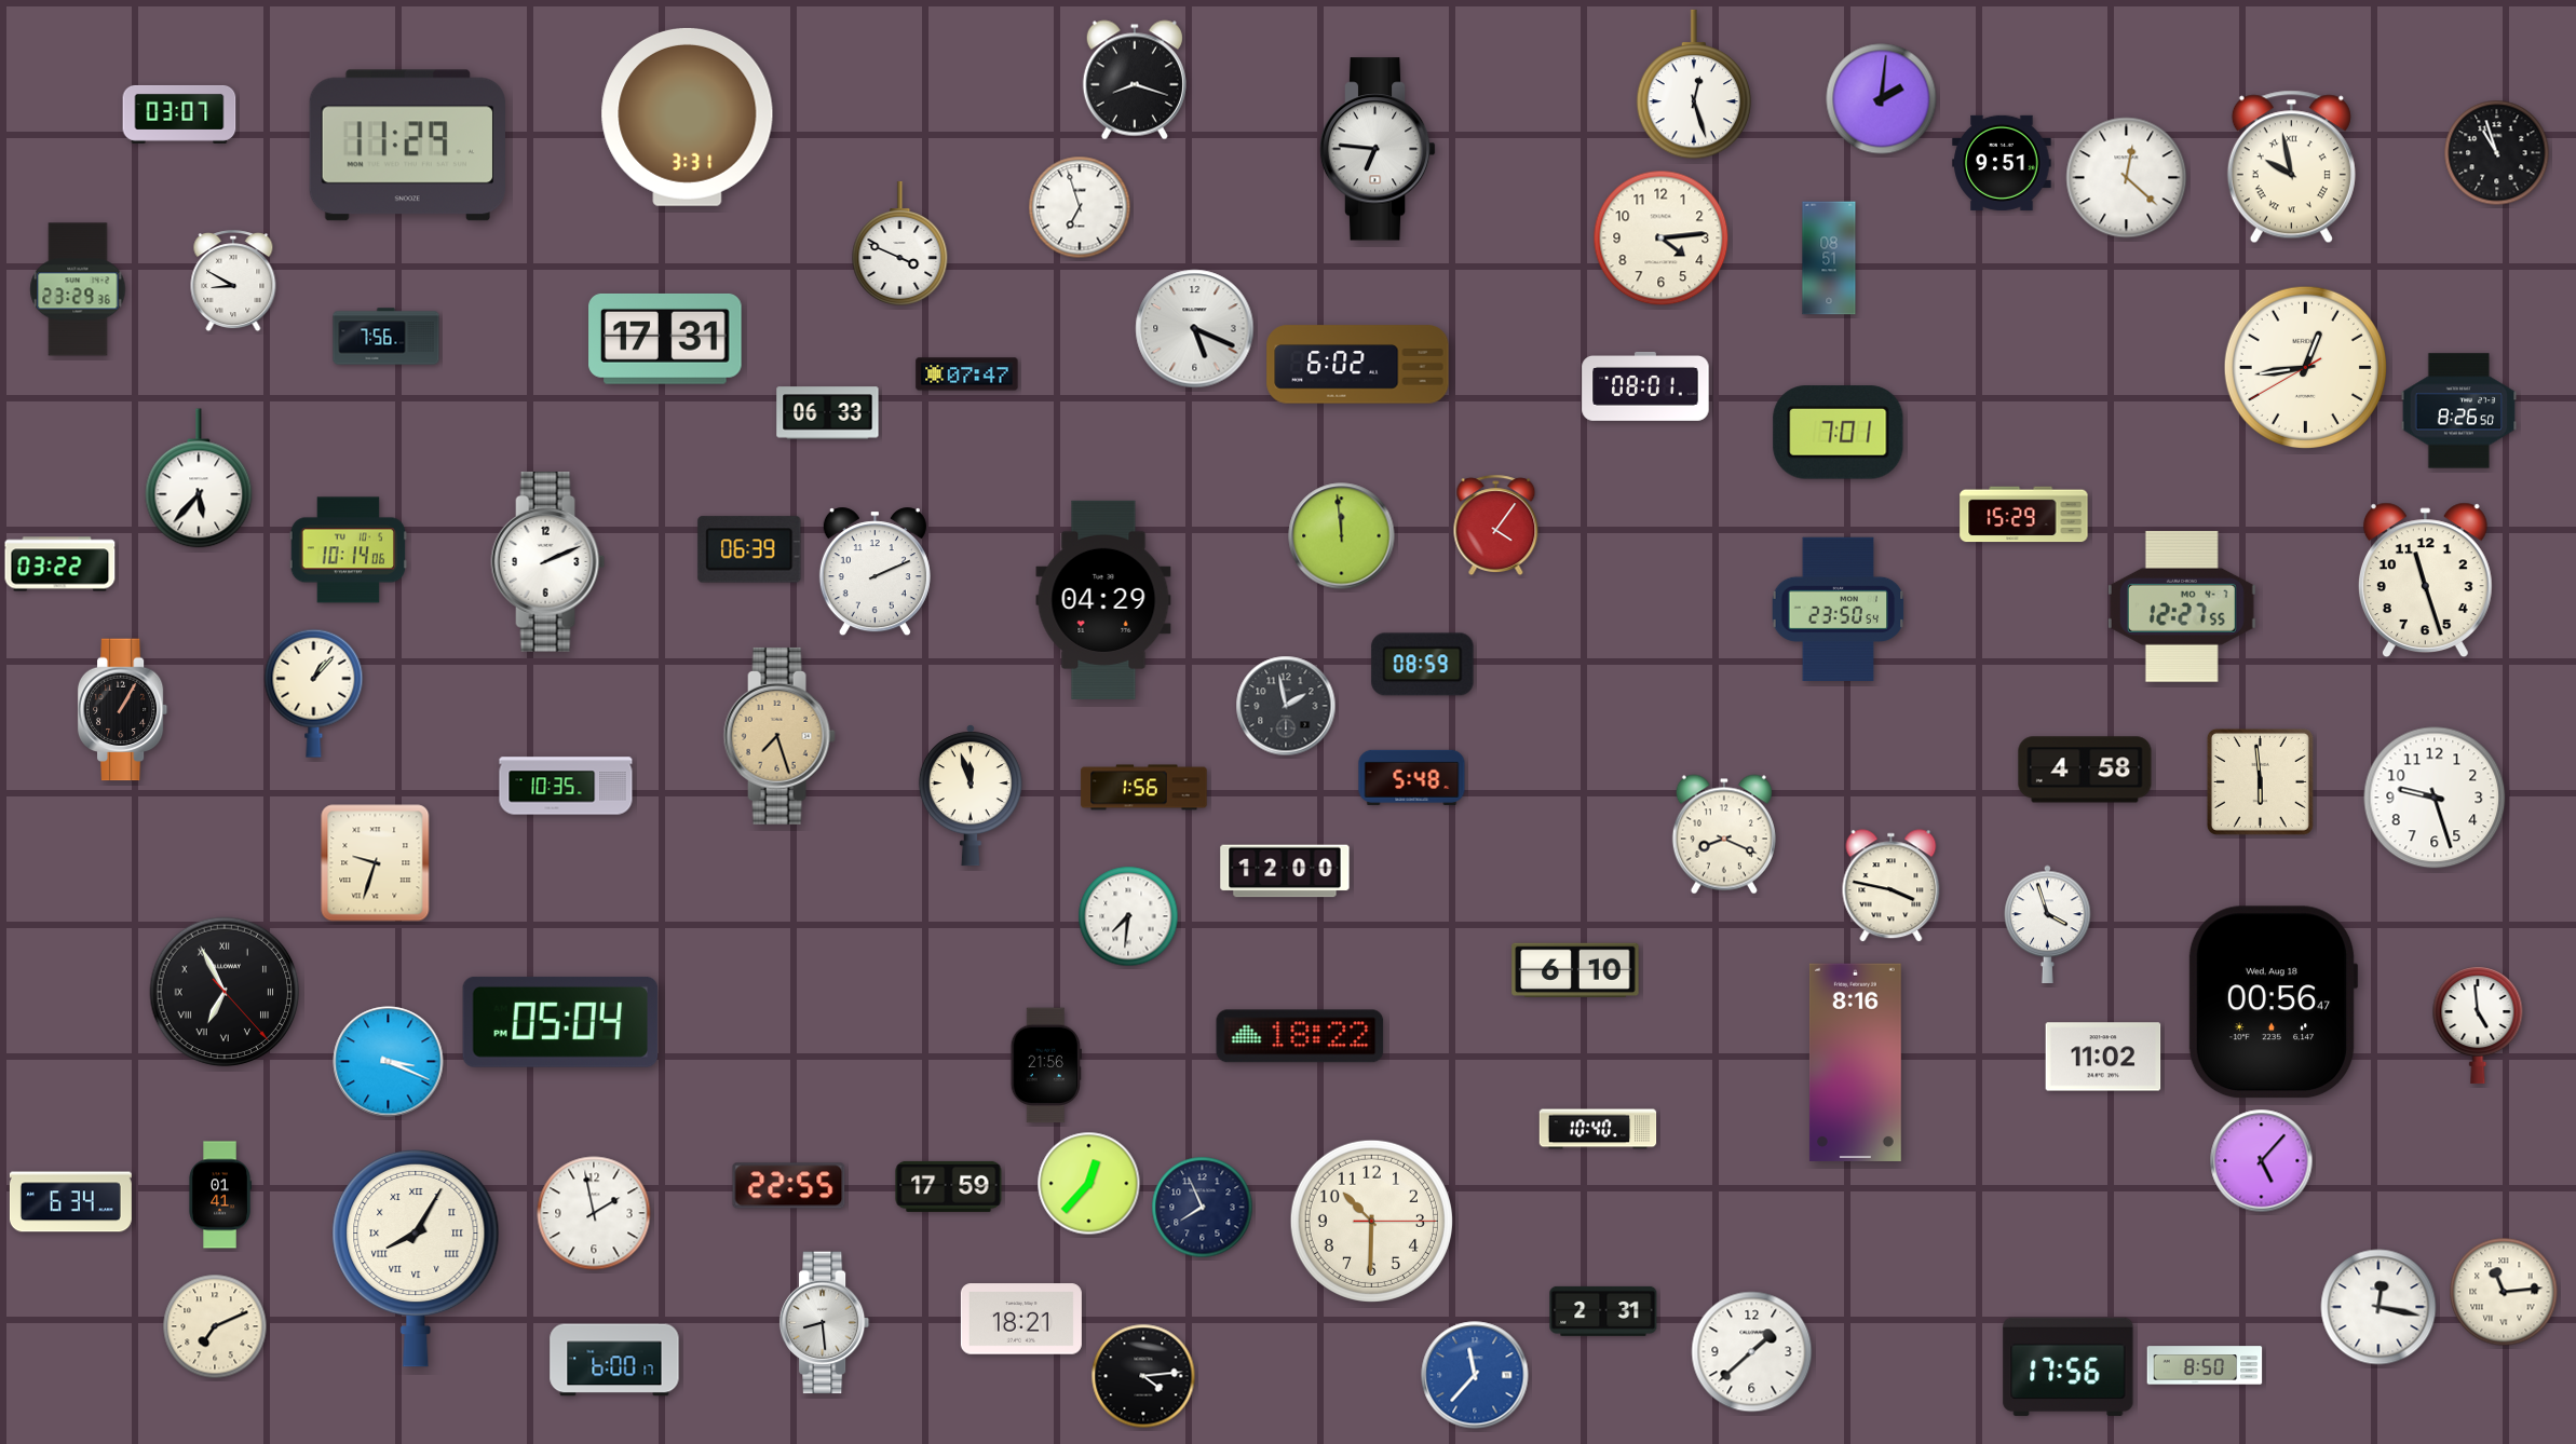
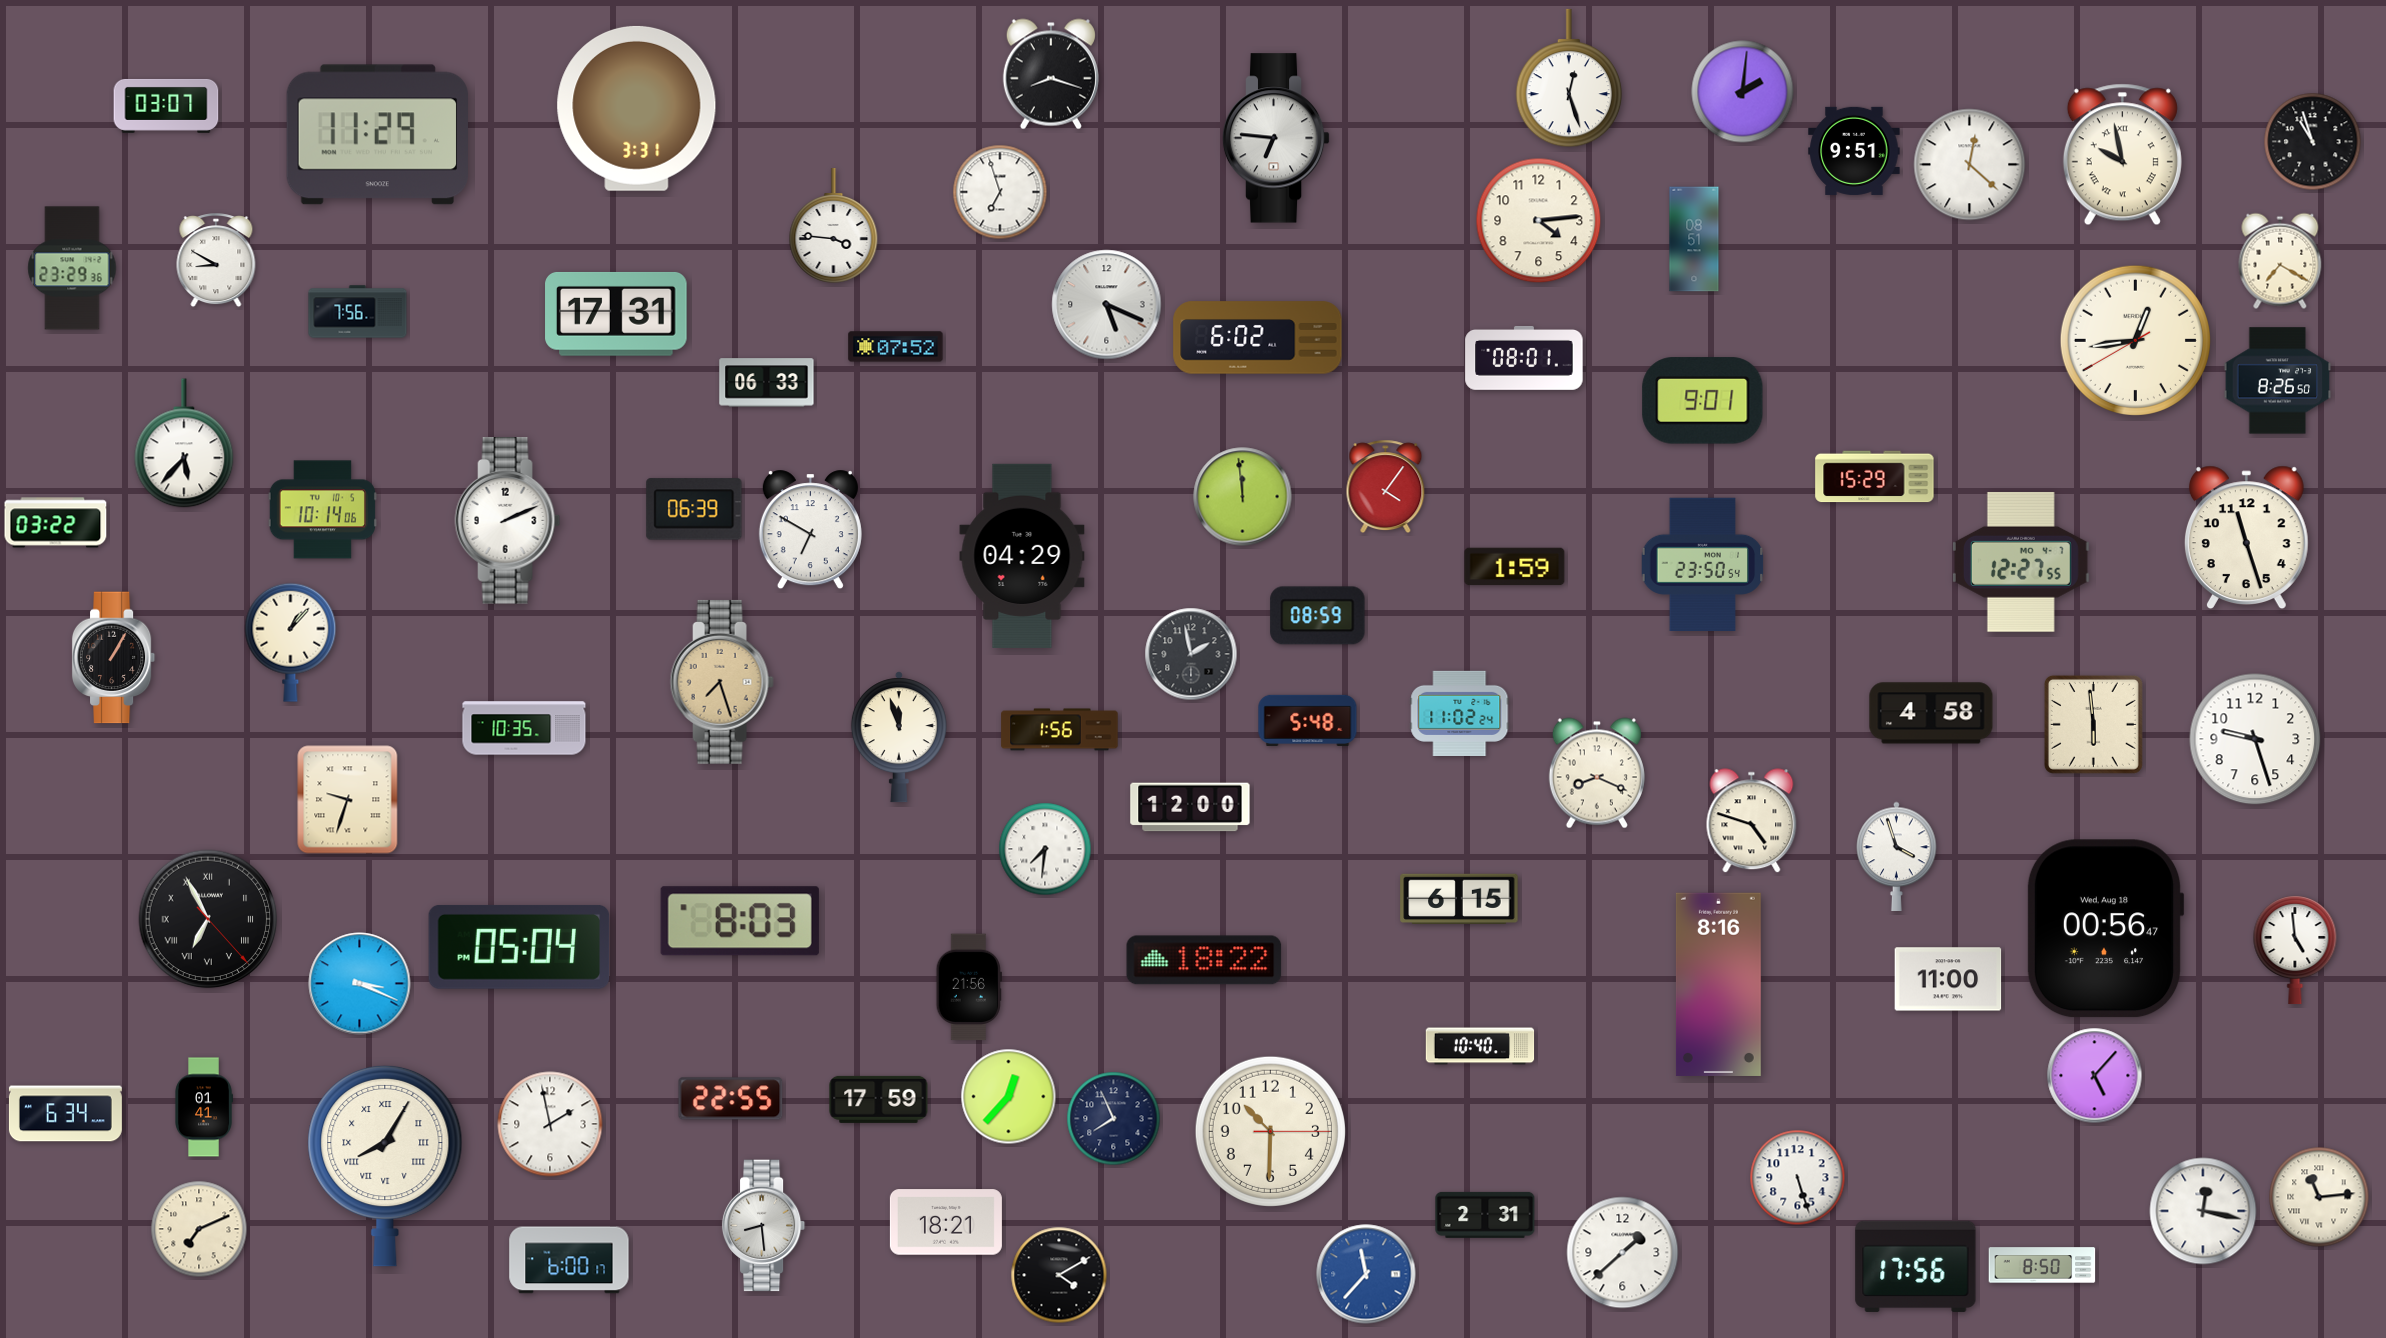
clock at (900, 244): 3:49 -> 3:46
clock at (2280, 261): none -> 7:20
clock at (967, 374): 07:47 -> 07:52
clock at (1839, 433): 7:01 -> 9:01
clock at (875, 572): 2:11 -> 6:50
clock at (1515, 567): none -> 1:59
clock at (1460, 713): none -> 11:02
clock at (1892, 886): 3:47 -> 4:48
clock at (1575, 970): 6:10 -> 6:15
clock at (740, 921): none -> 8:03
clock at (2103, 1057): 11:02 -> 11:00
clock at (1798, 1178): none -> 5:27
clock at (1143, 1376): 4:14 -> 4:10
